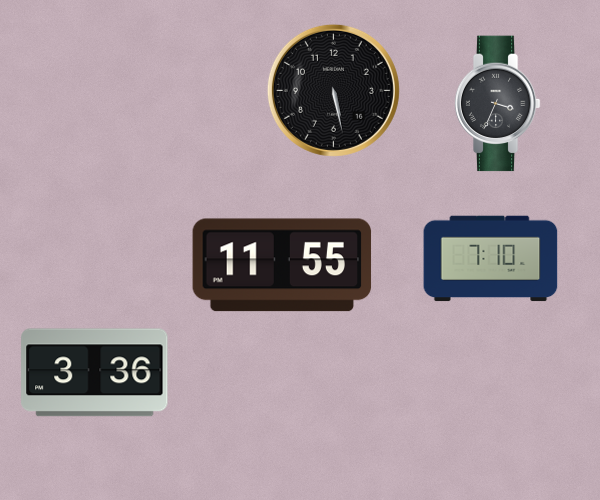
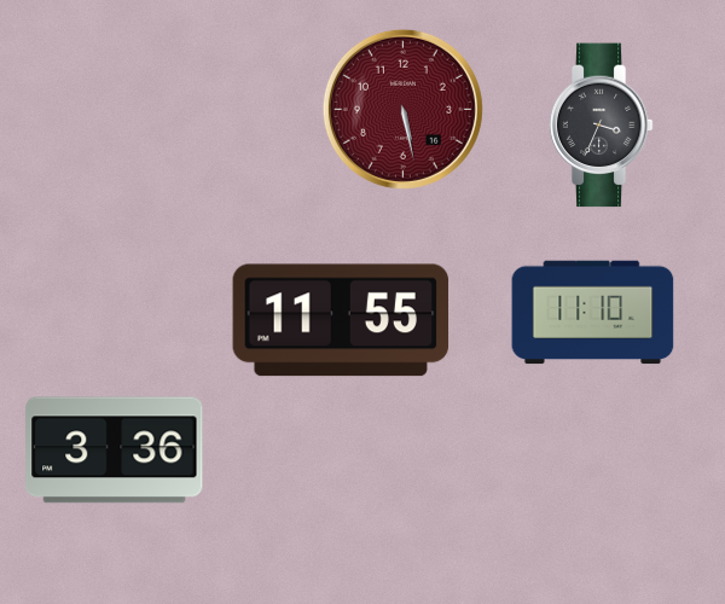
clock at (333, 90) dial: black -> burgundy
clock at (491, 259): 7:10 -> 11:10
